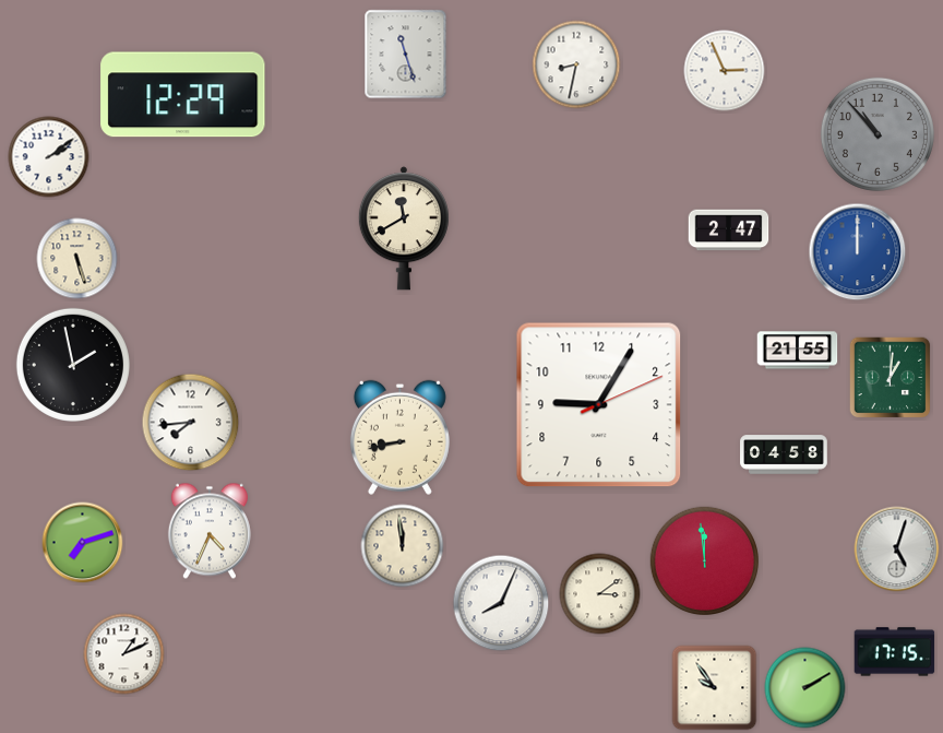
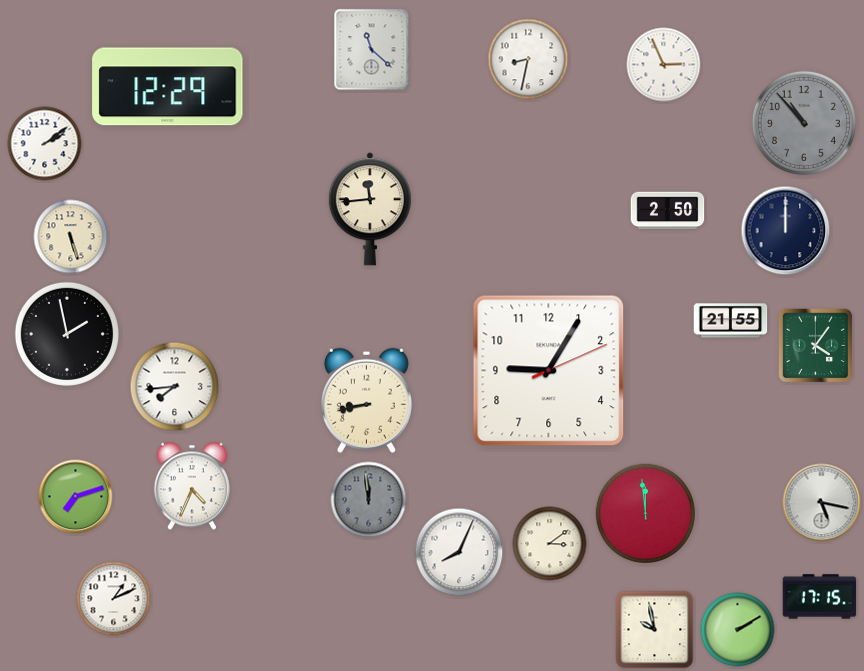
clock at (406, 55): 11:27 -> 11:22
clock at (404, 228): 11:40 -> 11:44
clock at (729, 230): 2:47 -> 2:50
clock at (858, 252) dial: blue -> navy
clock at (891, 378): 1:01 -> 4:06
clock at (784, 454): 04:58 -> none
clock at (403, 546) dial: cream -> grey
clock at (897, 549): 5:03 -> 5:17
clock at (715, 688): 9:54 -> 9:58
